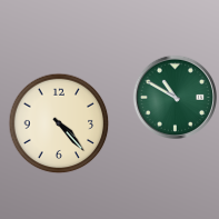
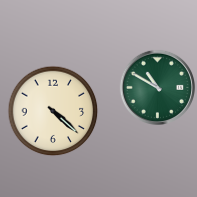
clock at (59, 123): 4:23 -> 4:22
